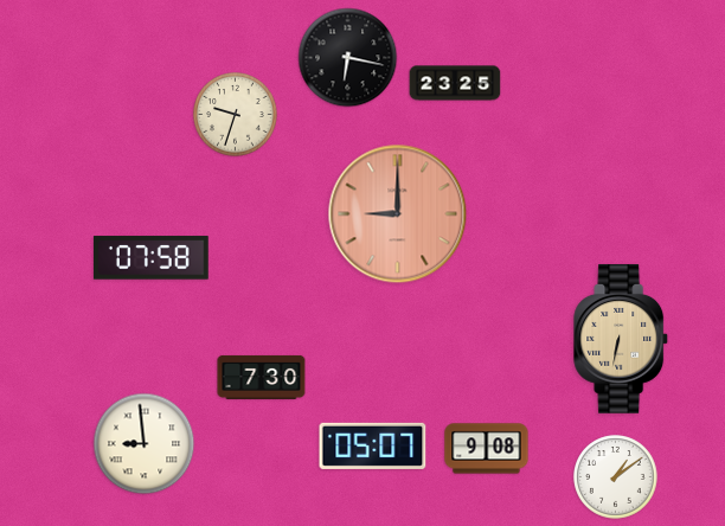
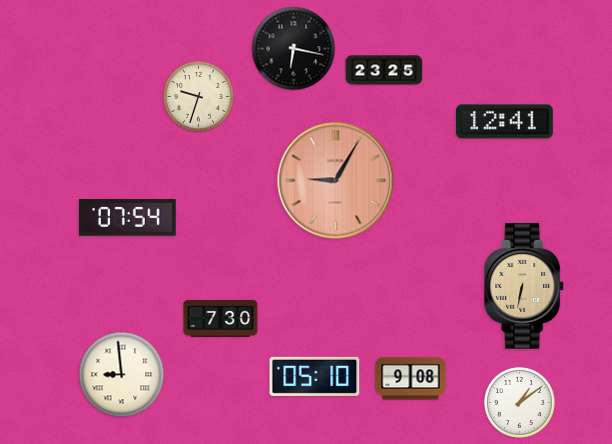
clock at (505, 122): none -> 12:41
clock at (398, 214): 9:00 -> 9:05
clock at (150, 258): 07:58 -> 07:54
clock at (373, 445): 05:07 -> 05:10
